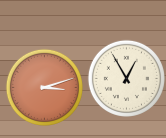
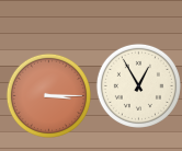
clock at (44, 87): 3:12 -> 3:15
